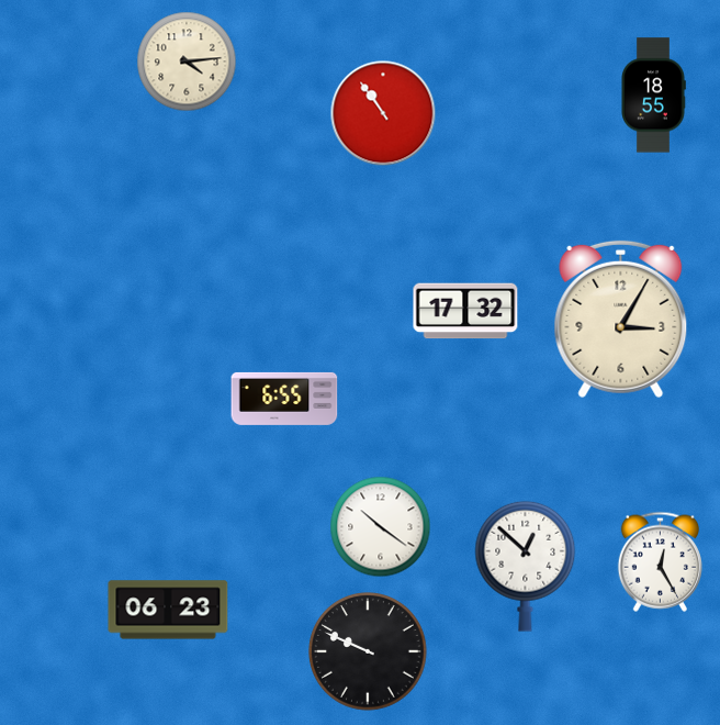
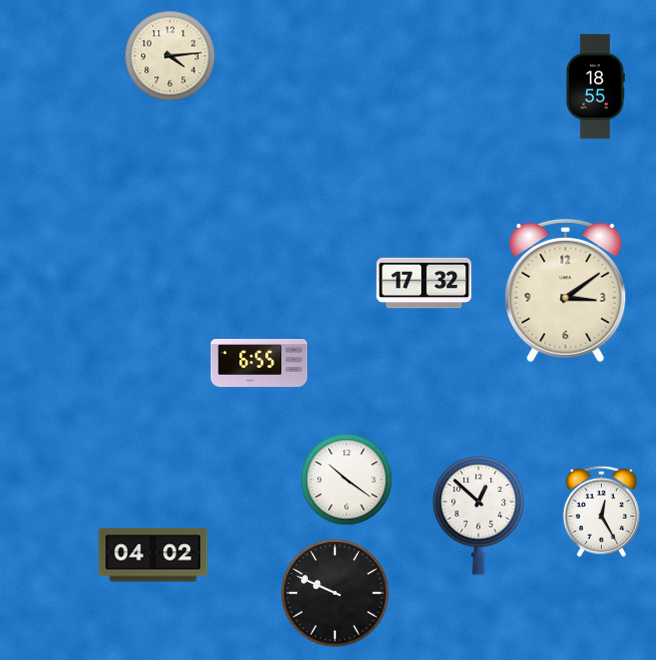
clock at (383, 113): 10:54 -> none
clock at (621, 320): 3:05 -> 3:09
clock at (168, 610): 06:23 -> 04:02
